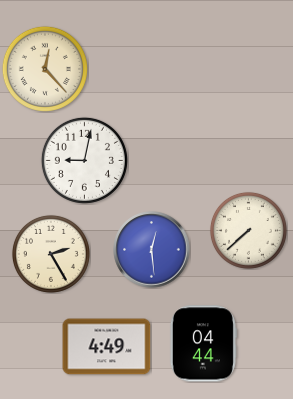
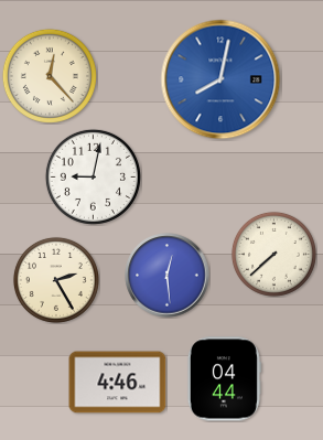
clock at (220, 79): none -> 8:02
clock at (107, 347): 4:49 -> 4:46
